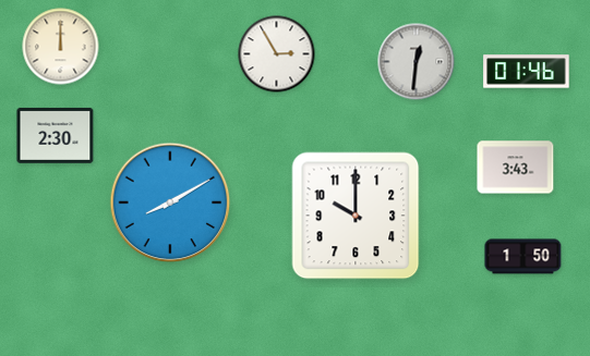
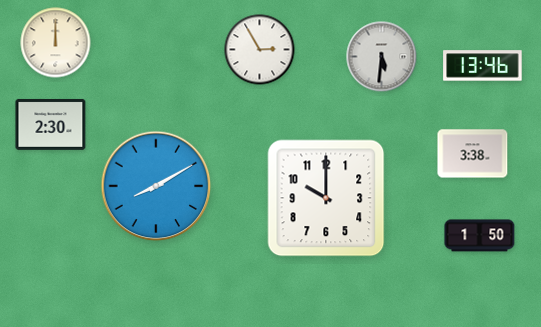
clock at (277, 54) position: (277, 54) -> (260, 50)
clock at (417, 62): 12:31 -> 5:31
clock at (527, 72): 01:46 -> 13:46
clock at (516, 168): 3:43 -> 3:38
